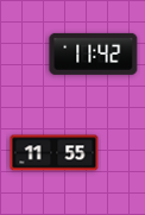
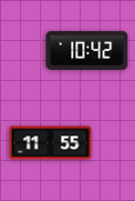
clock at (94, 53): 11:42 -> 10:42
